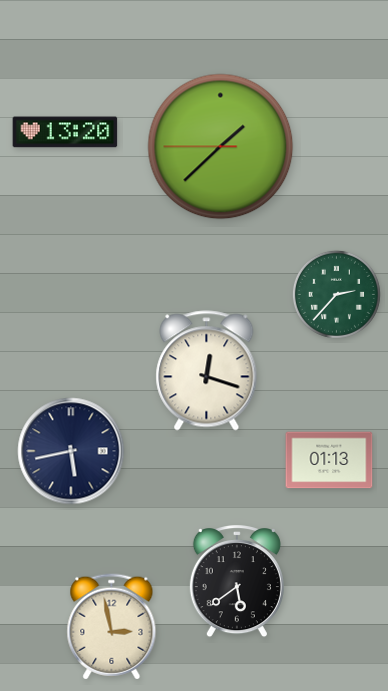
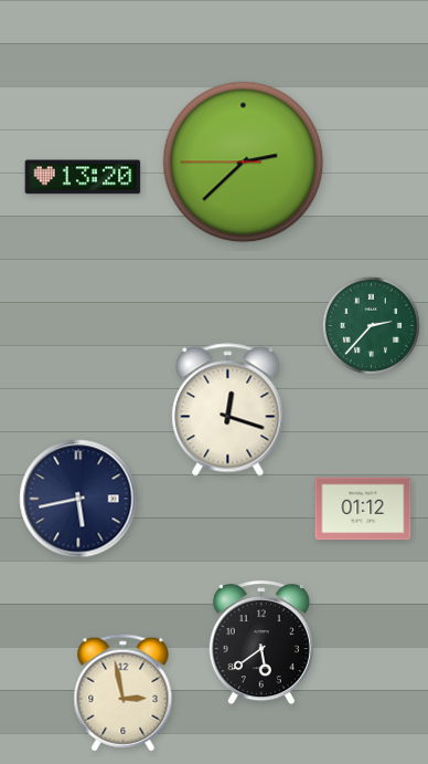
clock at (65, 132) position: (65, 132) -> (83, 177)
clock at (221, 147): 1:37 -> 2:37
clock at (329, 460): 01:13 -> 01:12
